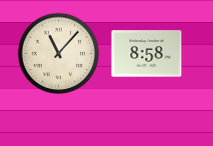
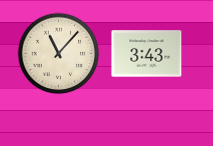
clock at (147, 54): 8:58 -> 3:43
